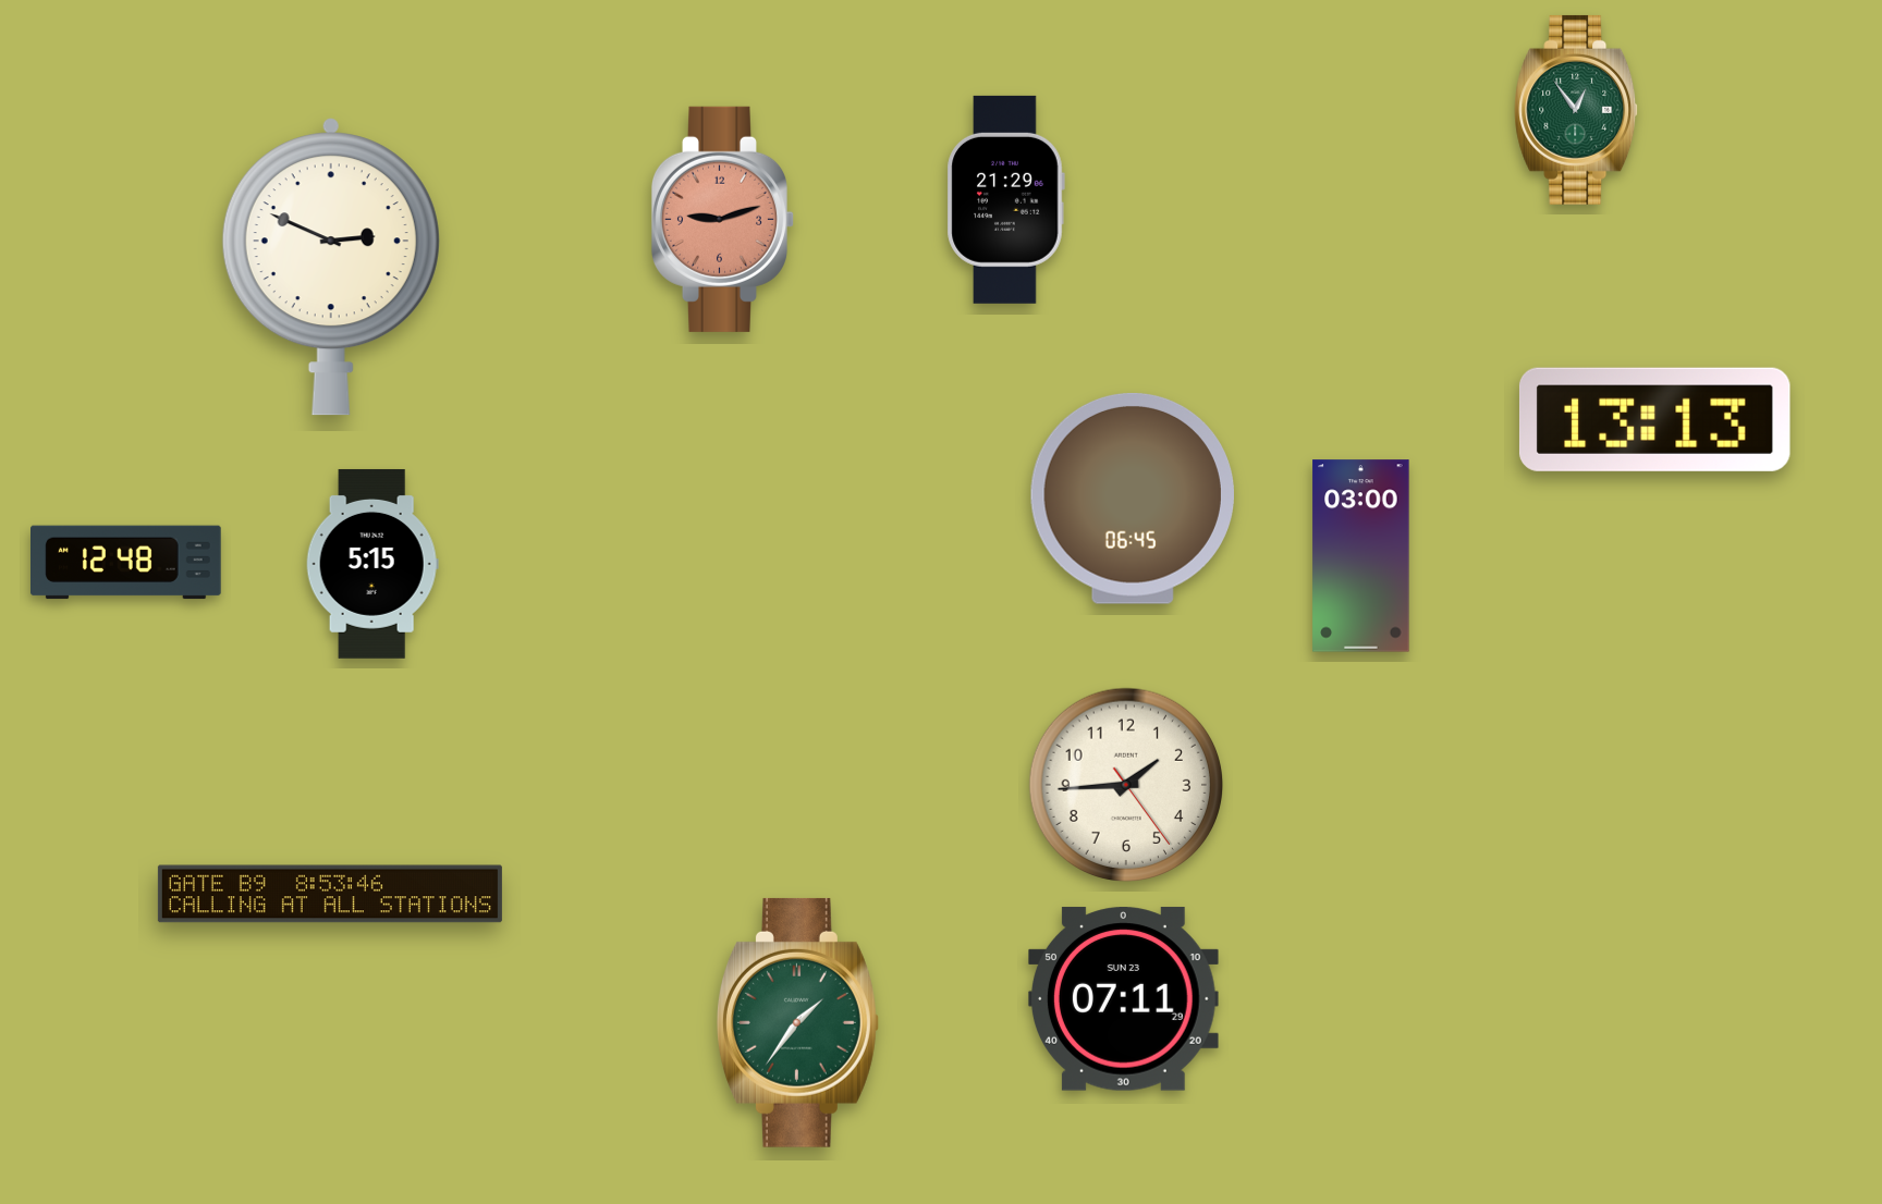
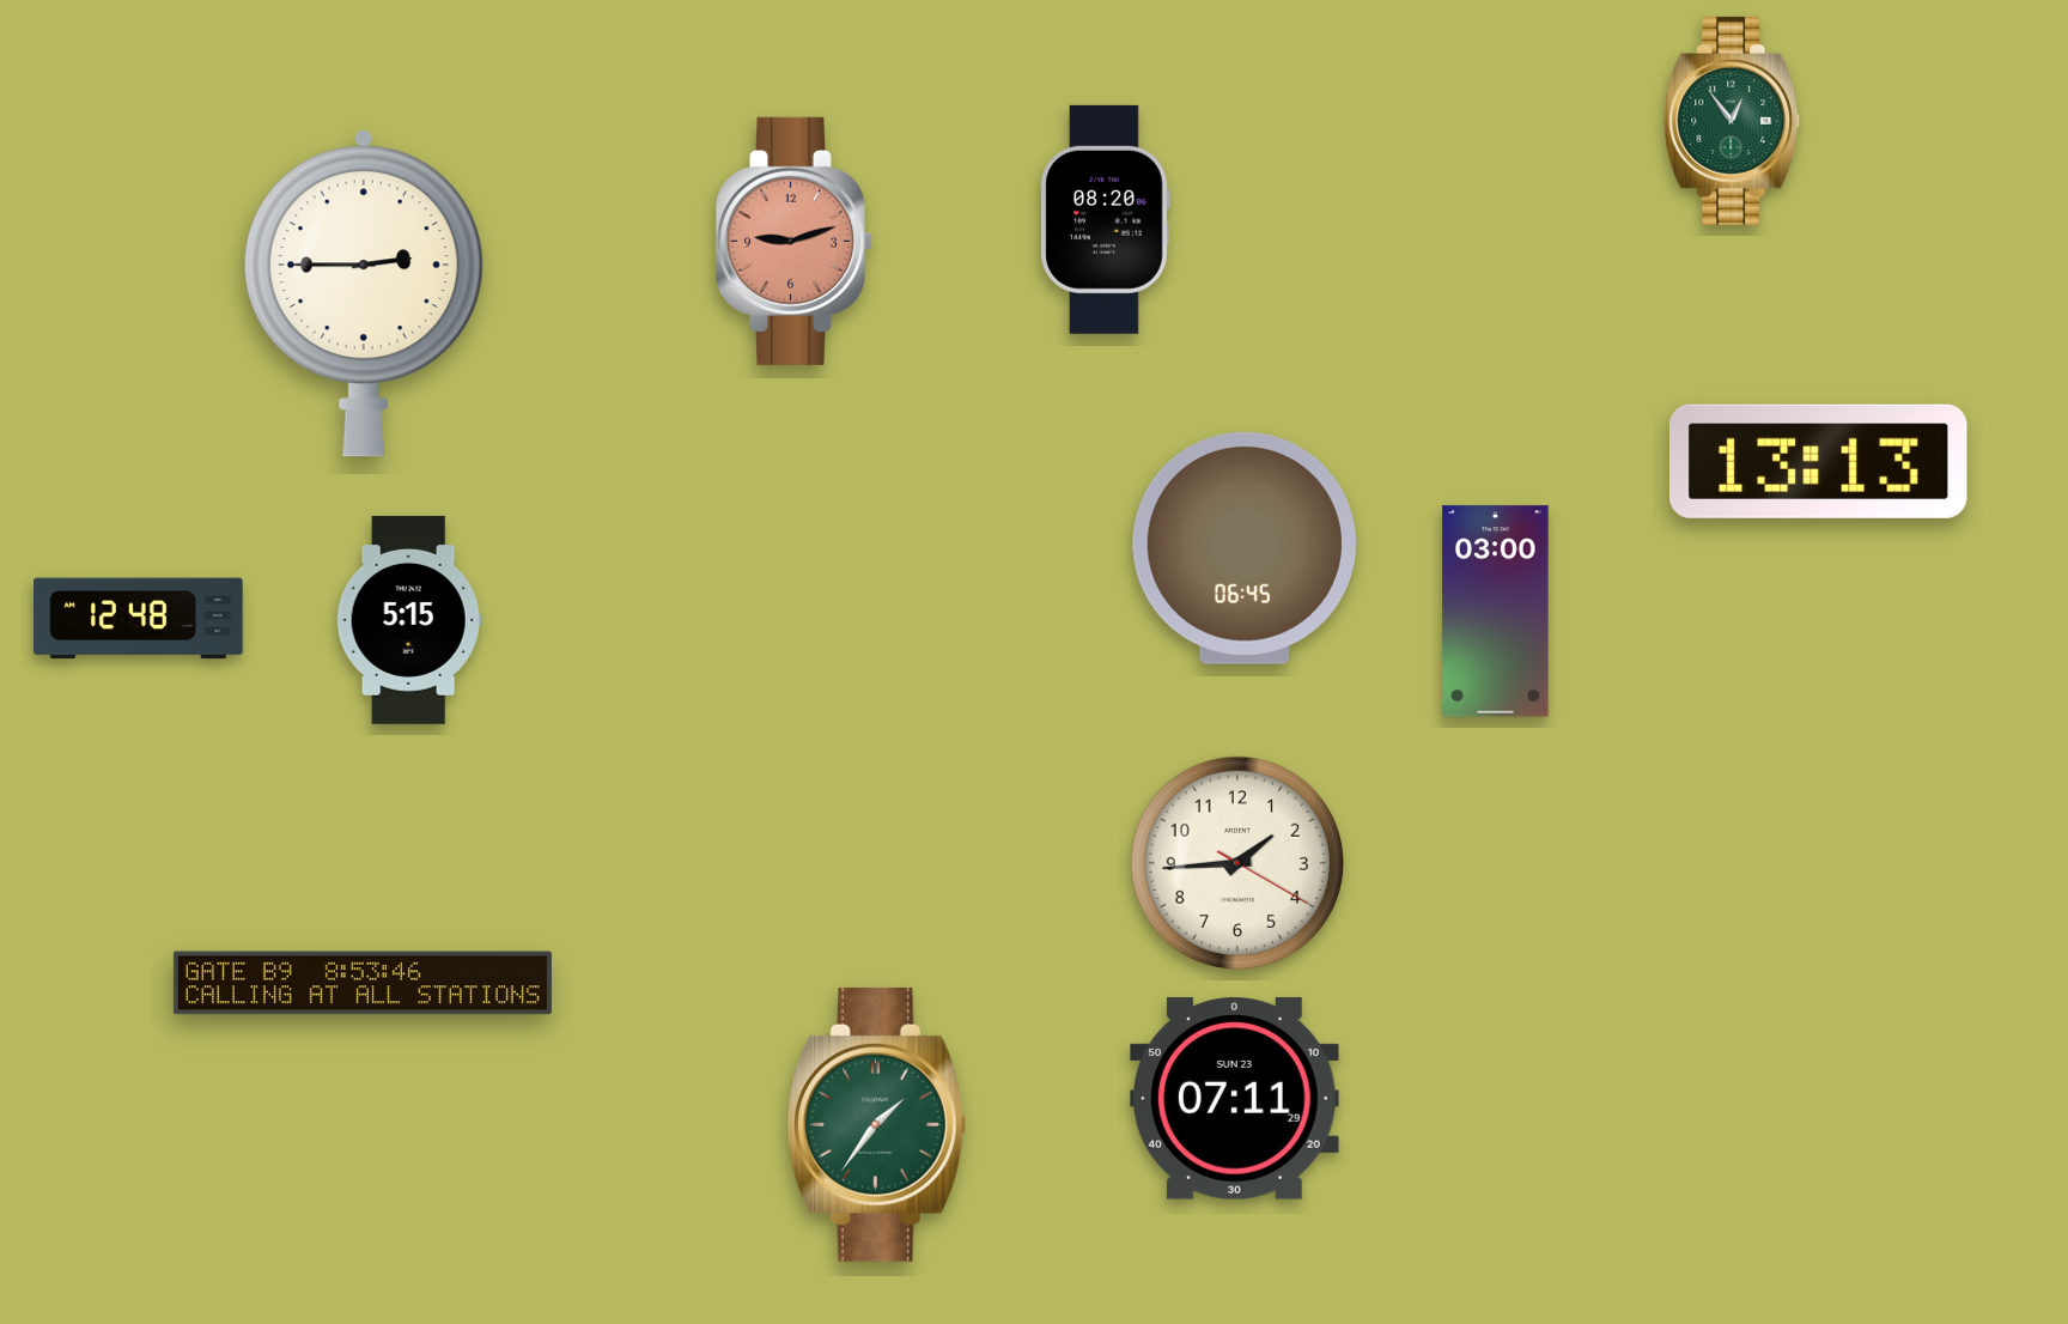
clock at (1005, 199): 21:29 -> 08:20
clock at (331, 267): 2:49 -> 2:45
clock at (1125, 784): 1:44:24 -> 1:44:20
